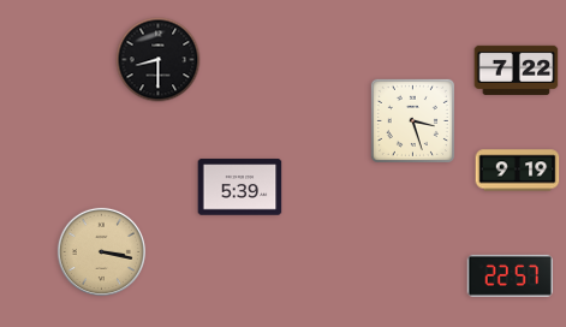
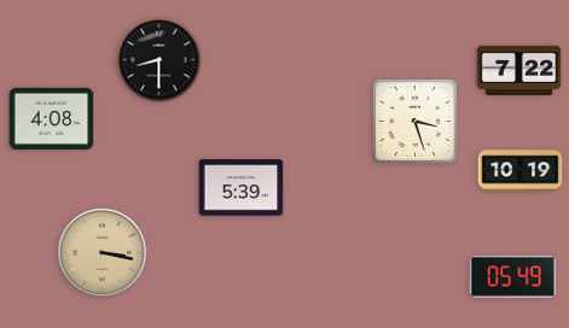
clock at (52, 119): none -> 4:08
clock at (518, 171): 9:19 -> 10:19
clock at (510, 275): 22:57 -> 05:49
